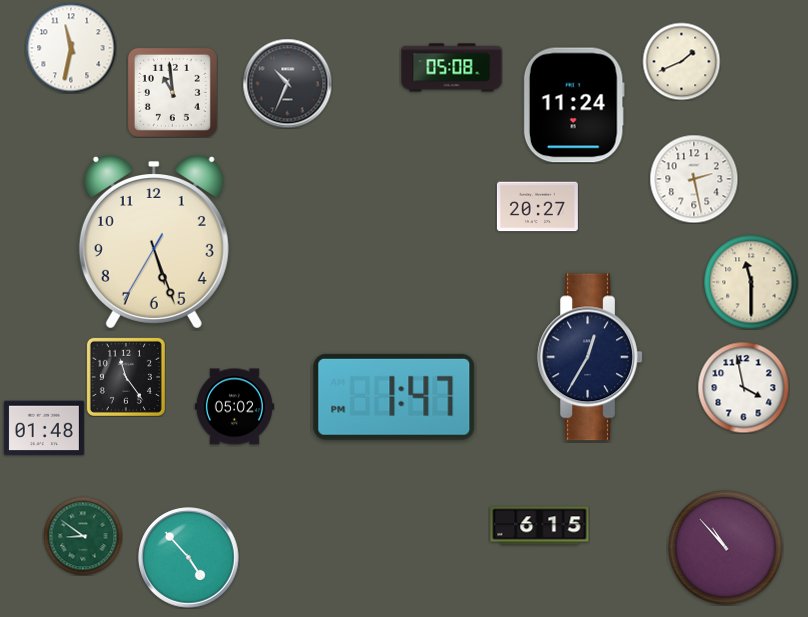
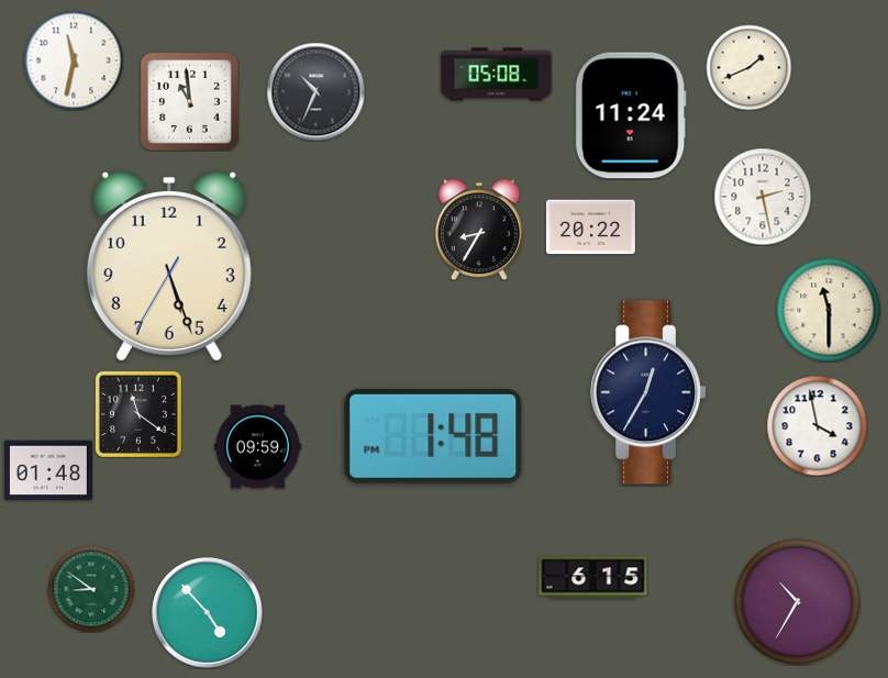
clock at (71, 48) position: (71, 48) -> (74, 60)
clock at (537, 207): 20:27 -> 20:22
clock at (479, 230): none -> 8:35
clock at (751, 282) position: (751, 282) -> (829, 310)
clock at (126, 377): 11:24 -> 11:21
clock at (394, 397): 1:47 -> 1:48
clock at (234, 407): 05:02 -> 09:59
clock at (726, 548): 10:53 -> 10:35
